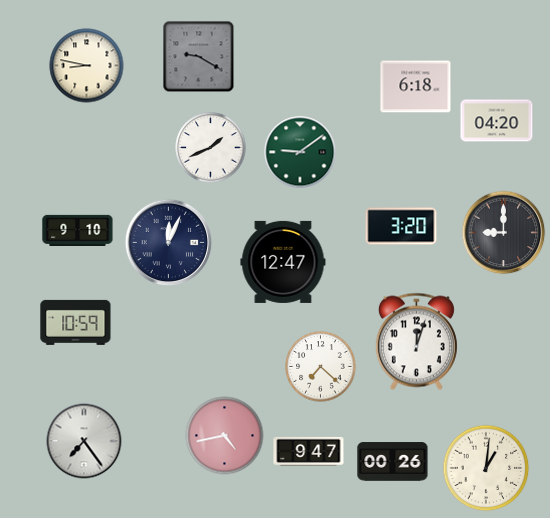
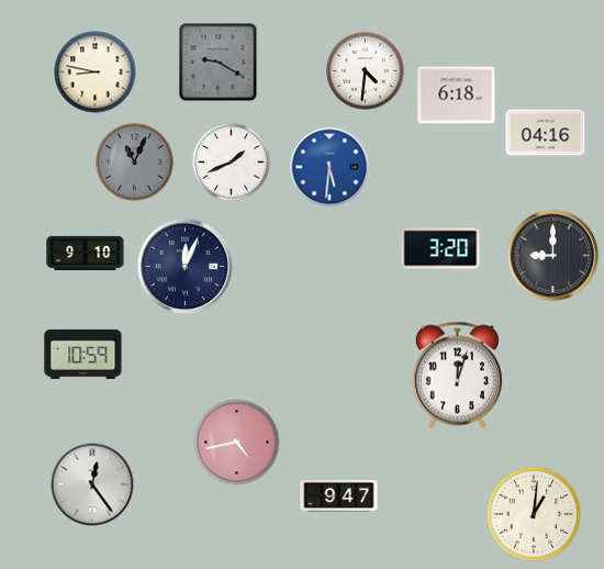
clock at (366, 71): none -> 4:31
clock at (497, 121): 04:20 -> 04:16
clock at (135, 163): none -> 11:04
clock at (300, 152): 9:09 -> 5:31
clock at (300, 152) dial: green -> blue
clock at (283, 262): 12:47 -> none
clock at (321, 367): 7:22 -> none
clock at (225, 436) position: (225, 436) -> (237, 443)
clock at (84, 441): 7:24 -> 12:24
clock at (393, 462): 00:26 -> none
